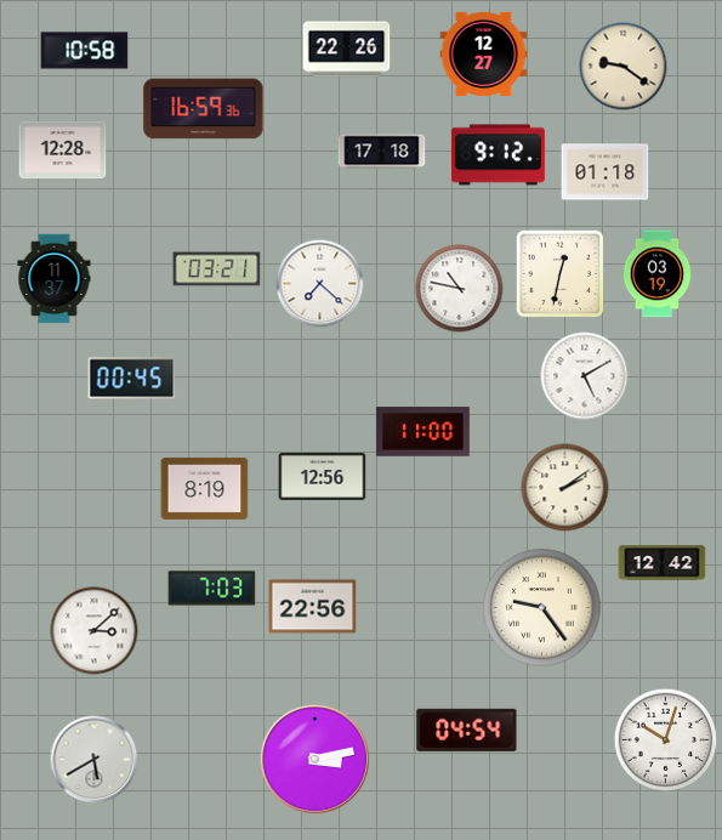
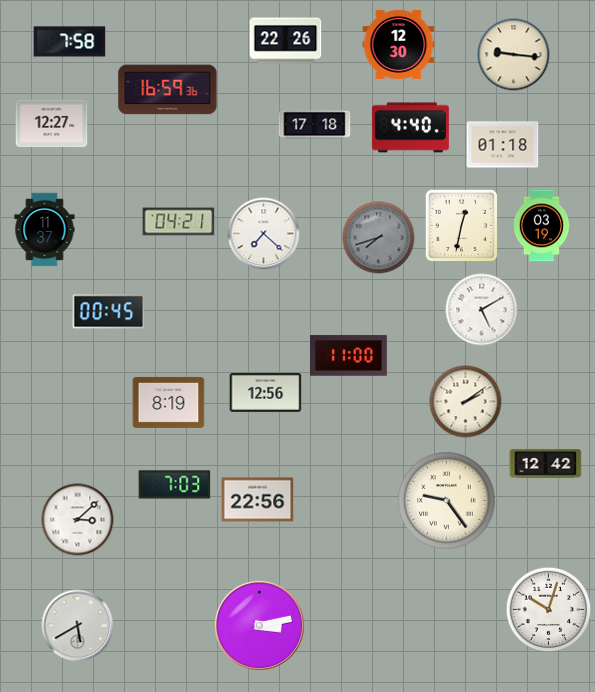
clock at (85, 51): 10:58 -> 7:58
clock at (484, 53): 12:27 -> 12:30
clock at (624, 67): 9:21 -> 9:16
clock at (63, 151): 12:28 -> 12:27
clock at (498, 155): 9:12 -> 4:40
clock at (606, 172) position: (606, 172) -> (503, 145)
clock at (217, 269): 03:21 -> 04:21
clock at (460, 289): 10:47 -> 7:42
clock at (460, 289) dial: white -> grey
clock at (467, 730): 04:54 -> none
